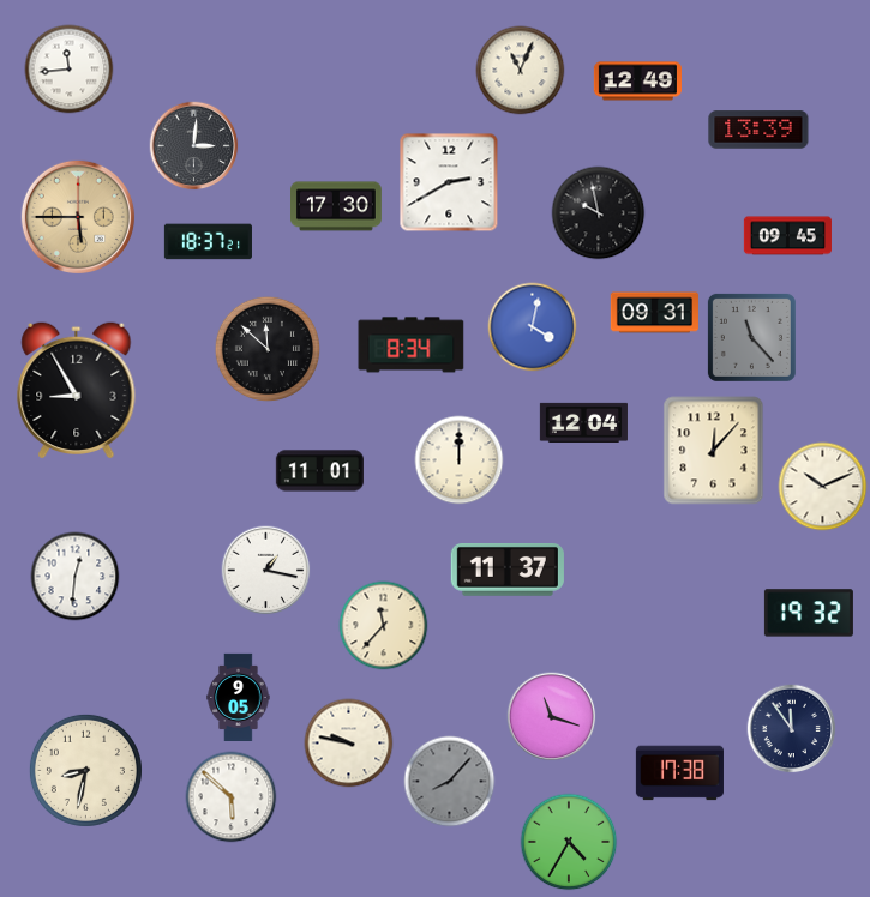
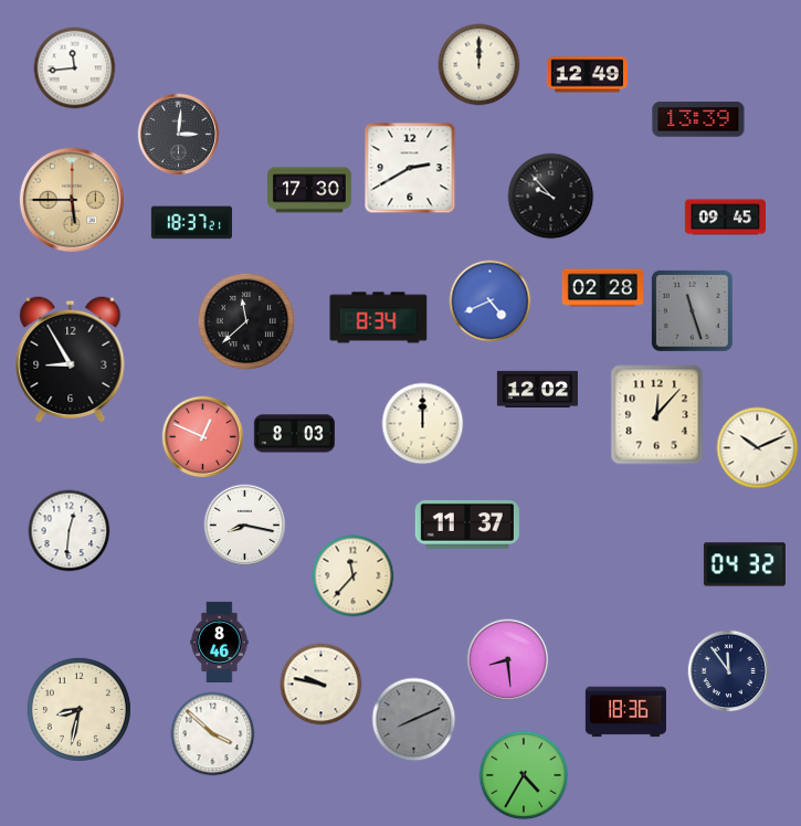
clock at (70, 70) position: (70, 70) -> (75, 68)
clock at (521, 71): 11:04 -> 12:00
clock at (449, 182) position: (449, 182) -> (410, 168)
clock at (599, 213): 9:58 -> 9:53
clock at (654, 313): 09:31 -> 02:28
clock at (533, 327): 4:02 -> 4:41
clock at (751, 337): 11:23 -> 11:27
clock at (266, 348): 11:52 -> 11:38
clock at (583, 422): 12:04 -> 12:02
clock at (319, 471): 11:01 -> 8:03
clock at (203, 437): none -> 12:49
clock at (266, 571): 1:17 -> 8:17
clock at (809, 613): 19:32 -> 04:32
clock at (239, 697): 9:05 -> 8:46
clock at (552, 717): 11:18 -> 8:29
clock at (679, 773): 17:38 -> 18:36
clock at (450, 782): 8:07 -> 8:11
clock at (232, 797): 5:52 -> 3:52
